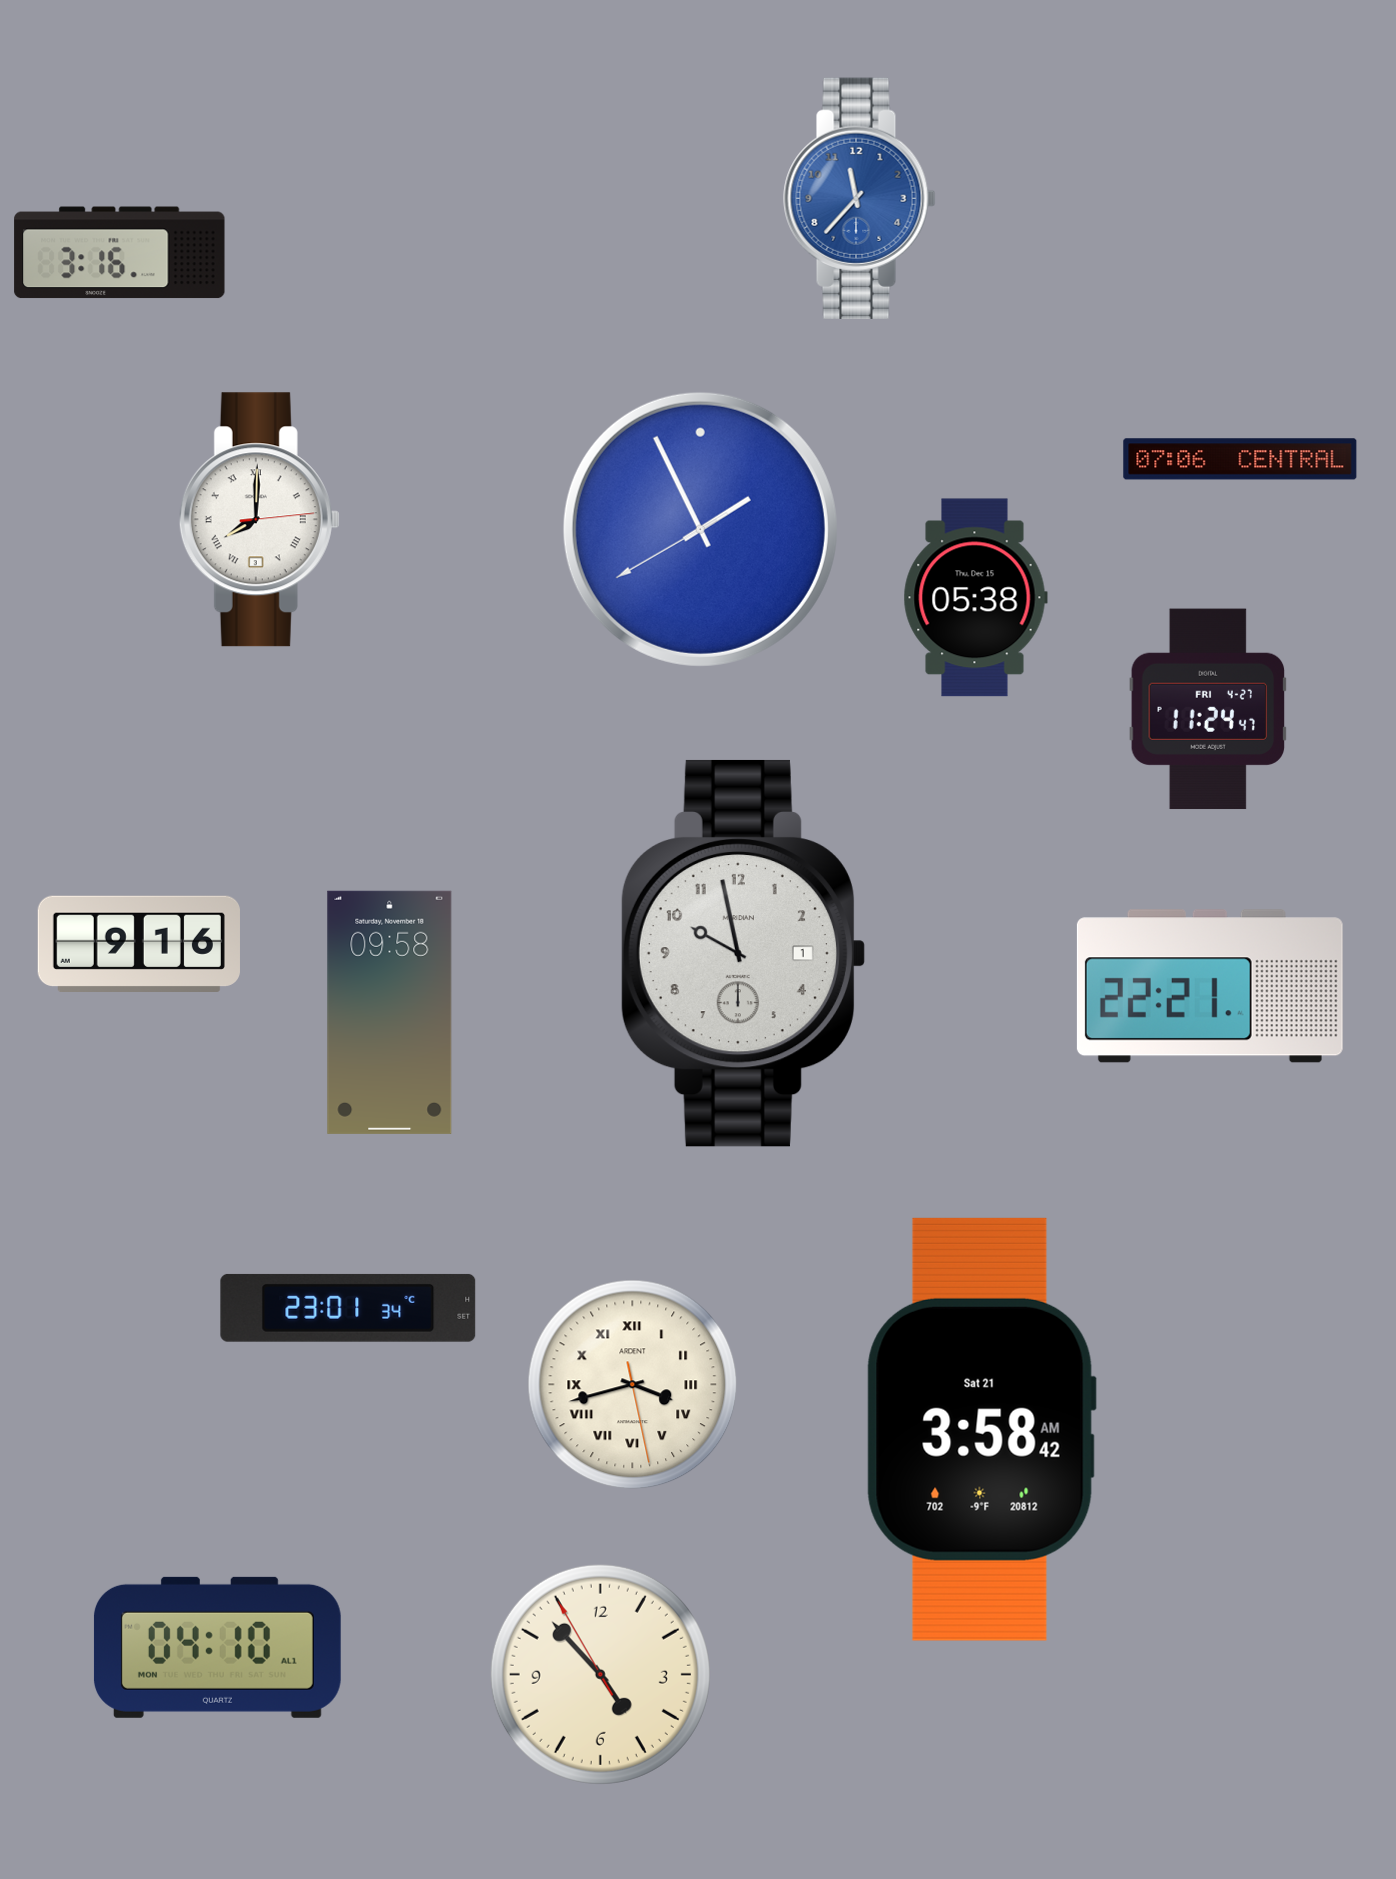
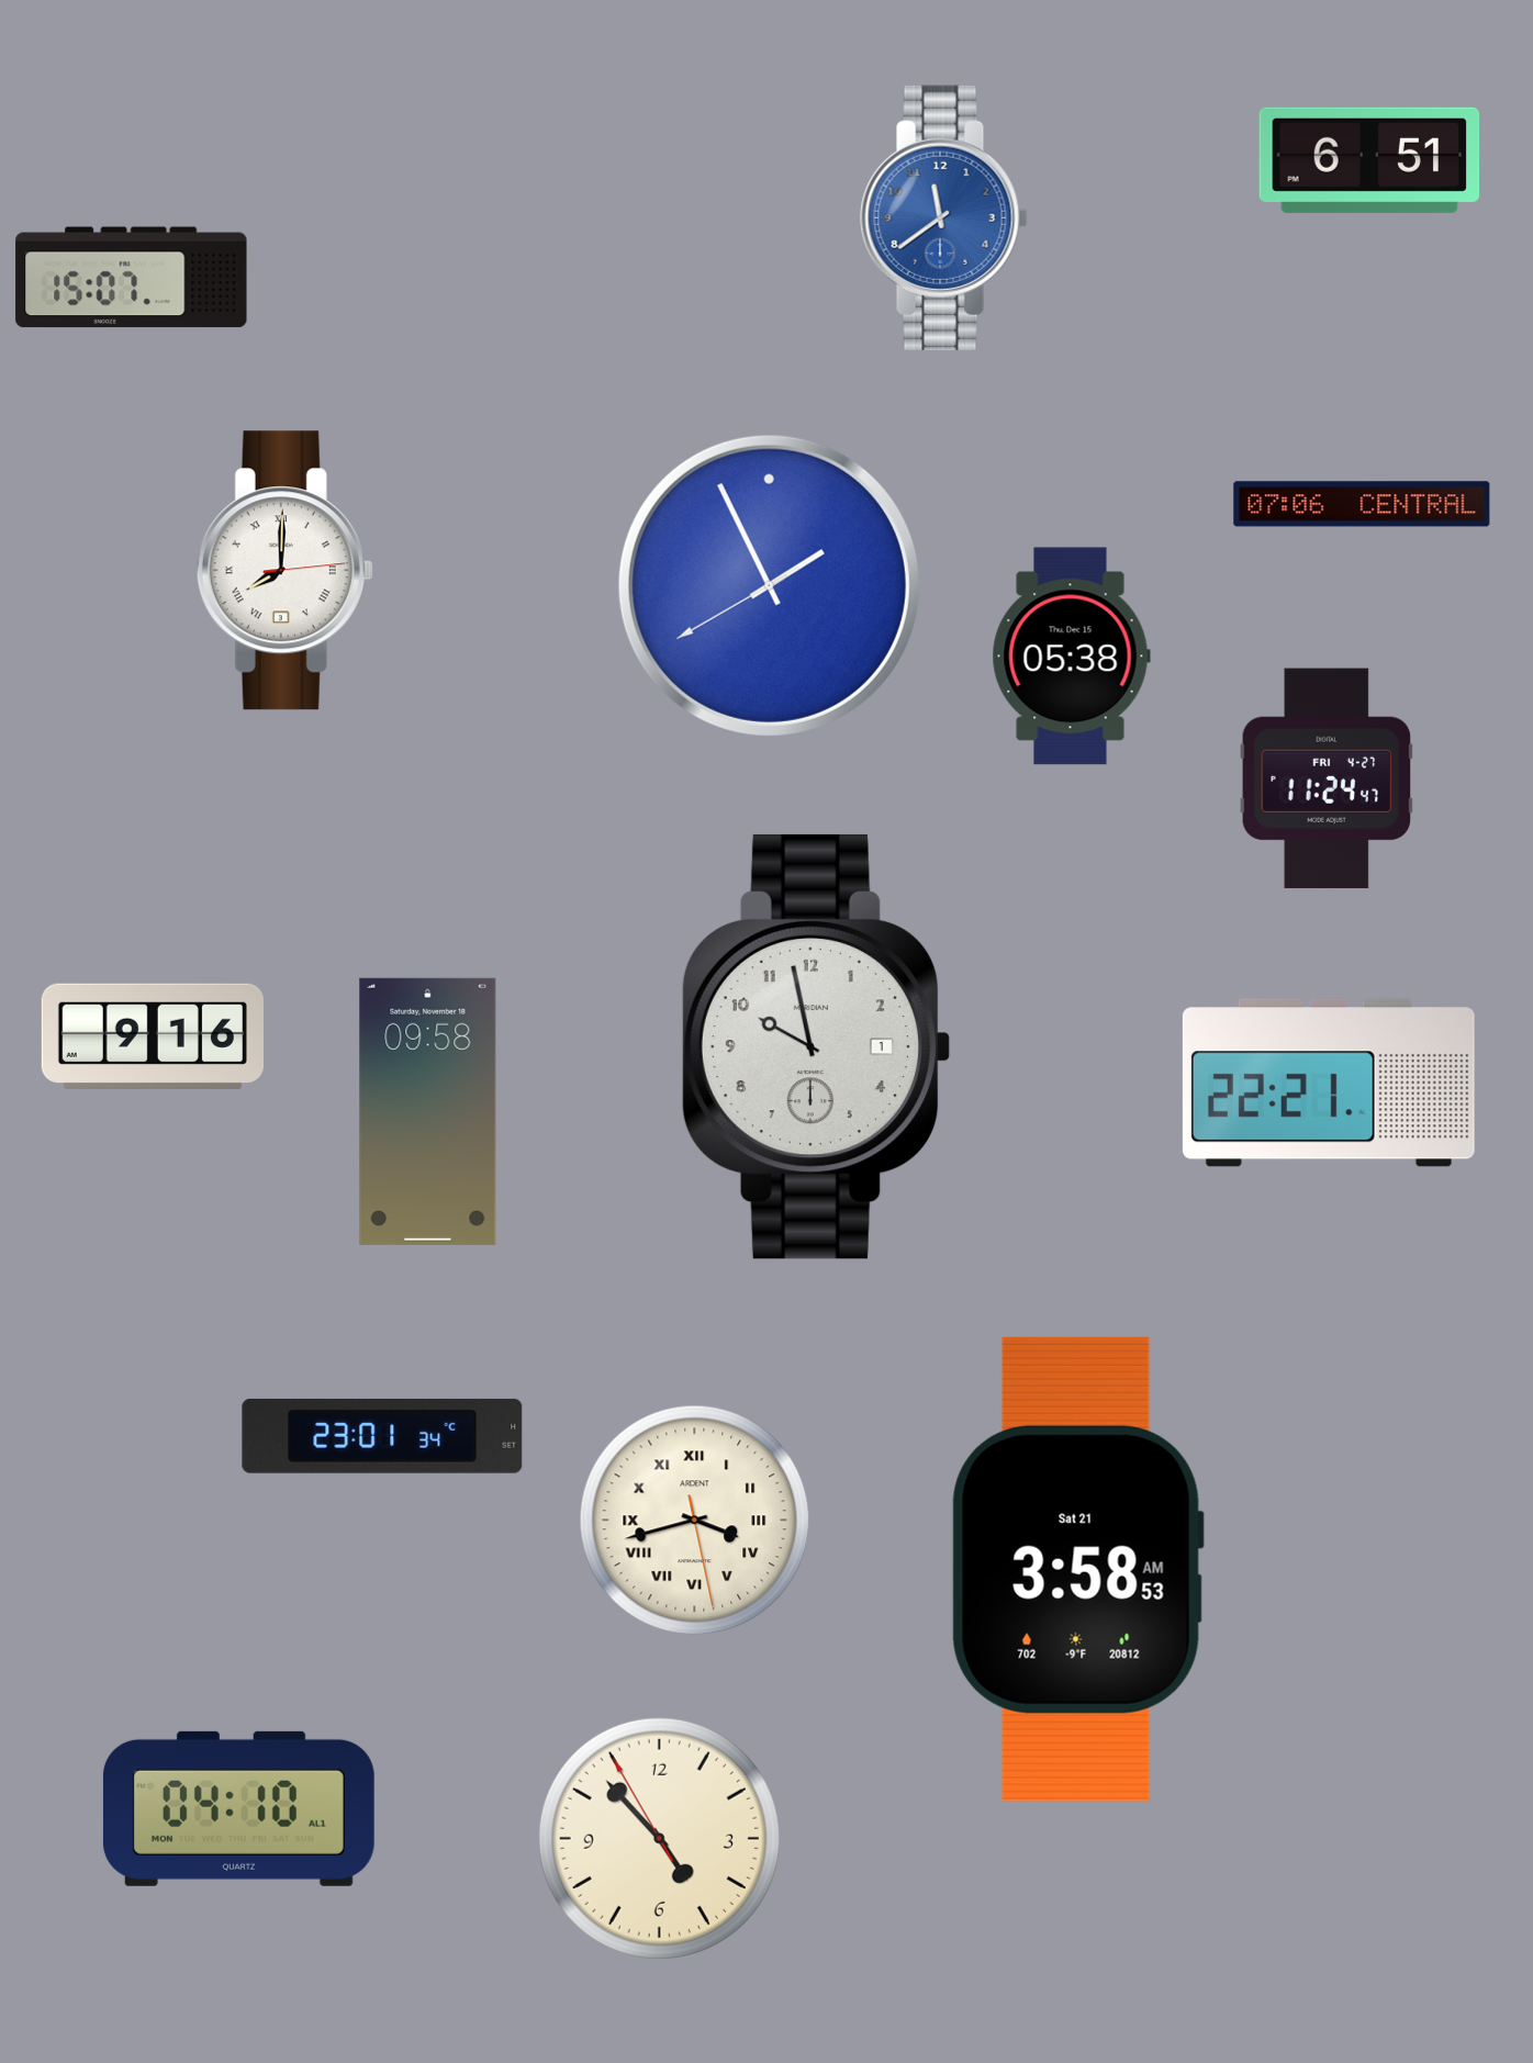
clock at (1369, 160): none -> 6:51
clock at (860, 198): 11:37 -> 11:39
clock at (120, 253): 3:16 -> 15:07
clock at (700, 529) position: (700, 529) -> (769, 585)
clock at (981, 1429): 3:58:42 AM -> 3:58:53 AM
